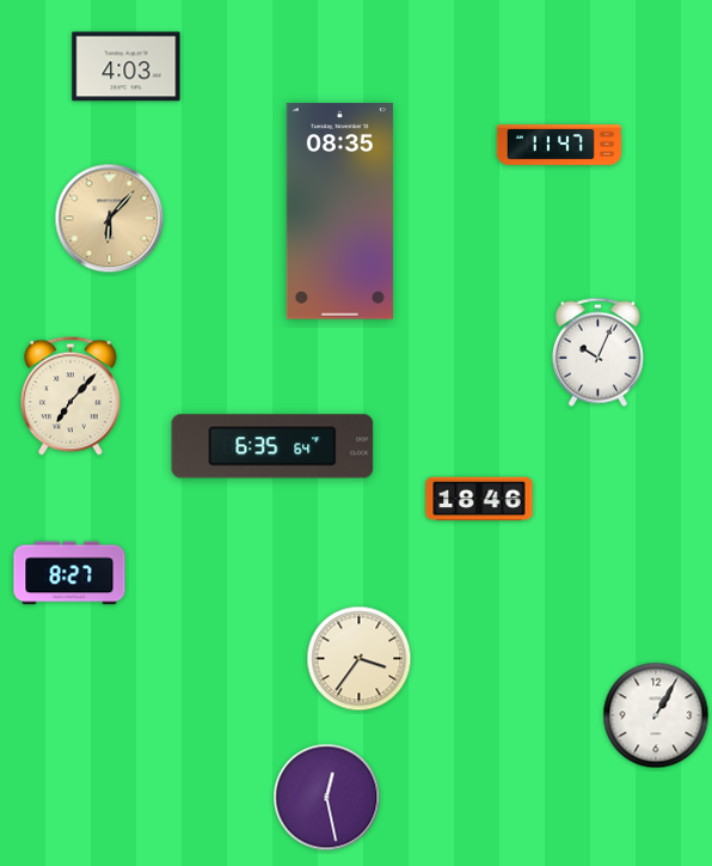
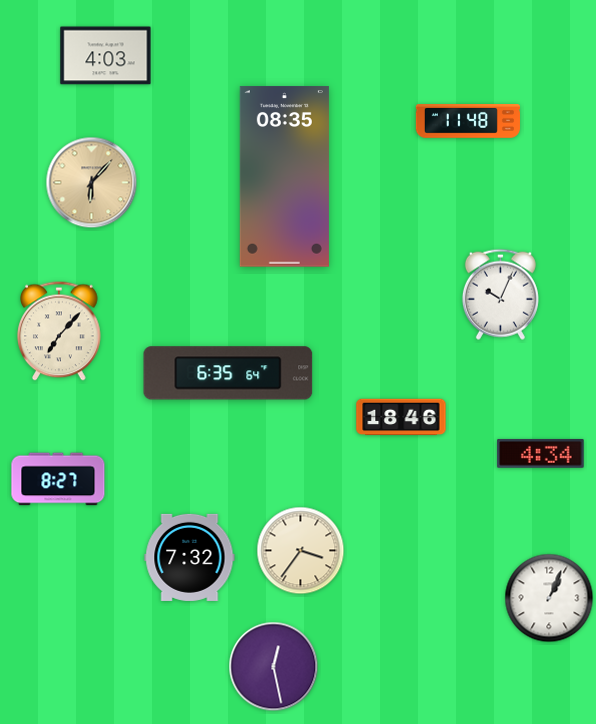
clock at (559, 146): 11:47 -> 11:48
clock at (541, 454): none -> 4:34
clock at (190, 557): none -> 7:32
clock at (656, 715): 1:05 -> 1:04
